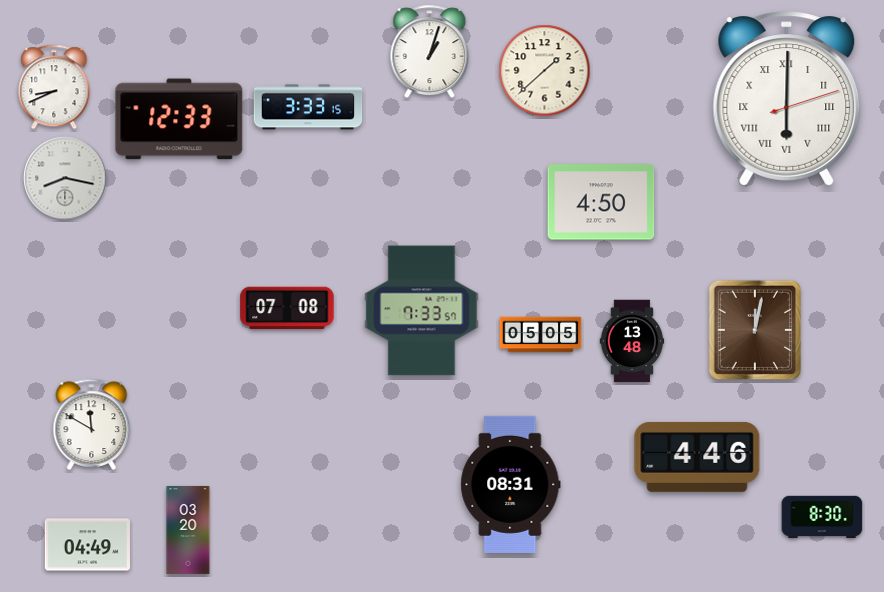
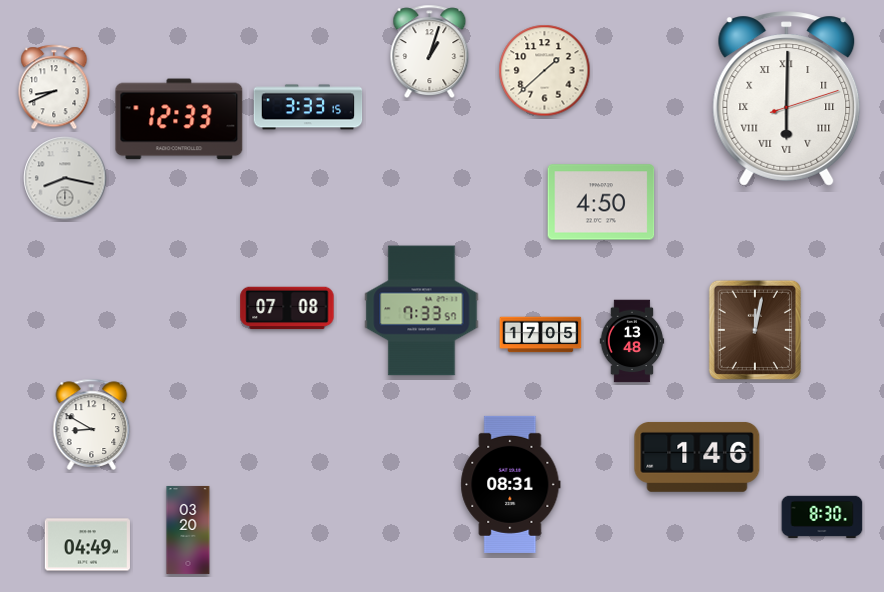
clock at (541, 335): 05:05 -> 17:05
clock at (92, 424): 11:50 -> 8:50
clock at (697, 457): 4:46 -> 1:46
